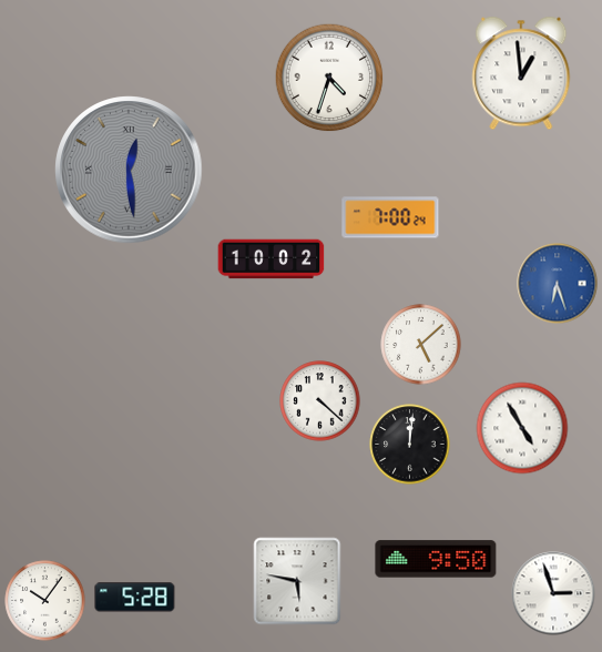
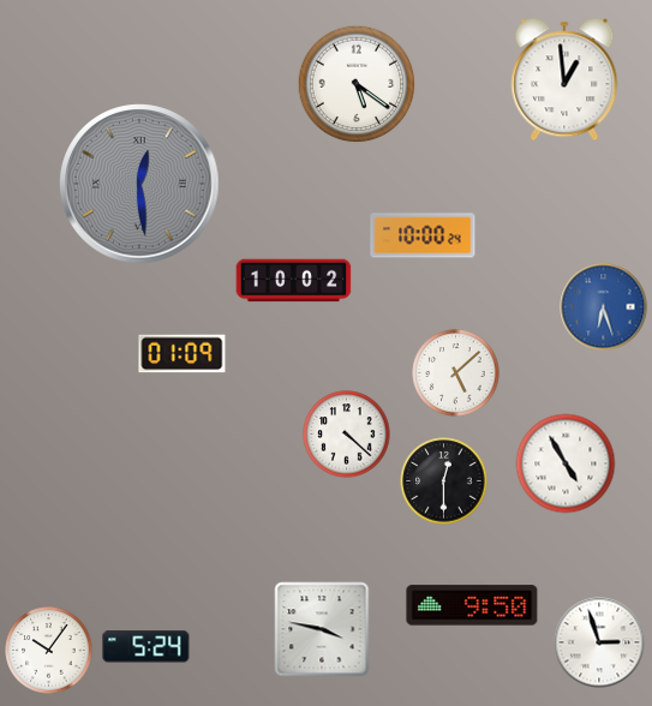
clock at (329, 78): 4:33 -> 5:21
clock at (390, 217): 7:00 -> 10:00
clock at (183, 354): none -> 01:09
clock at (410, 445): 12:01 -> 12:30
clock at (297, 581): 5:47 -> 3:47
clock at (135, 598): 5:28 -> 5:24
